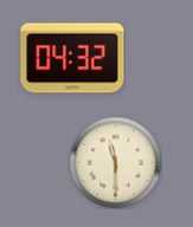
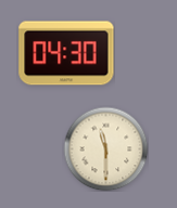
clock at (72, 58): 04:32 -> 04:30
